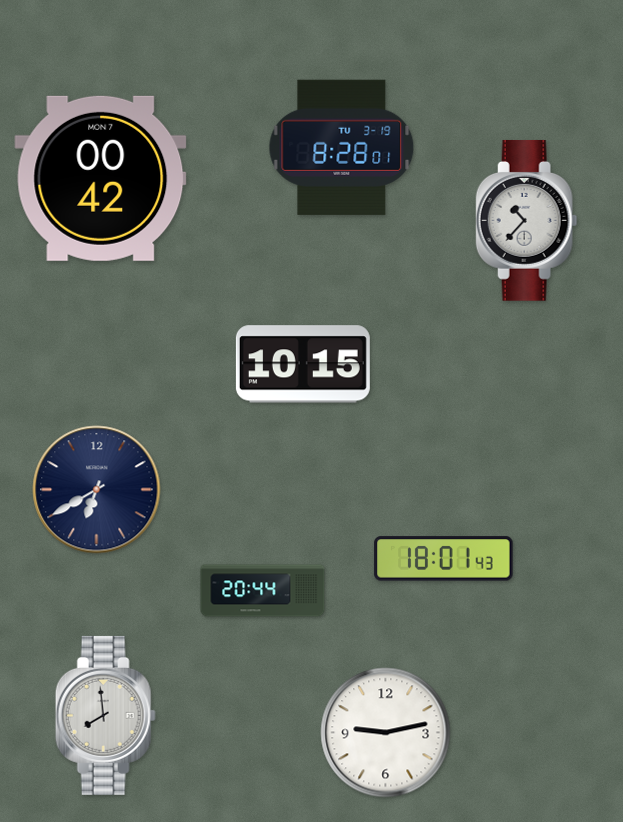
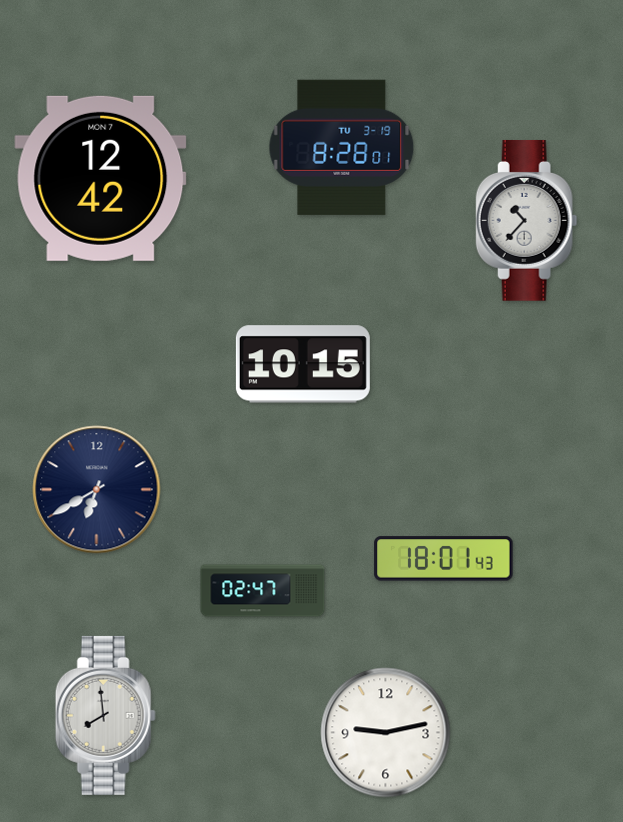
clock at (101, 178): 00:42 -> 12:42
clock at (263, 591): 20:44 -> 02:47
